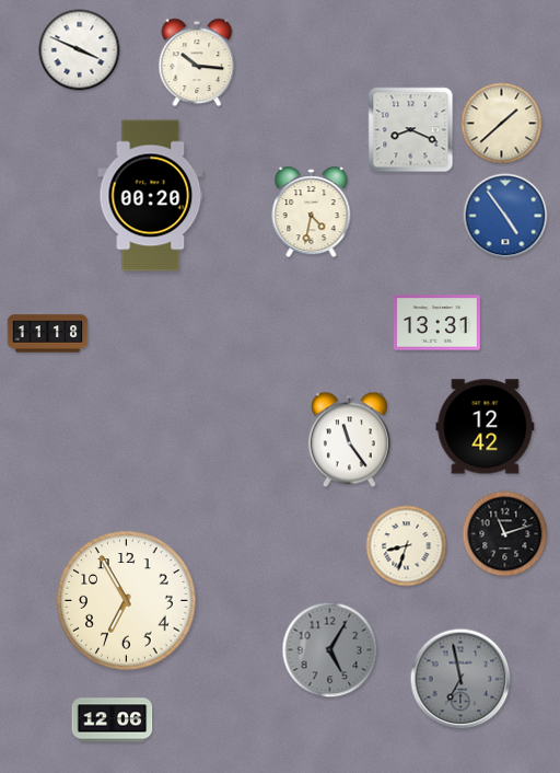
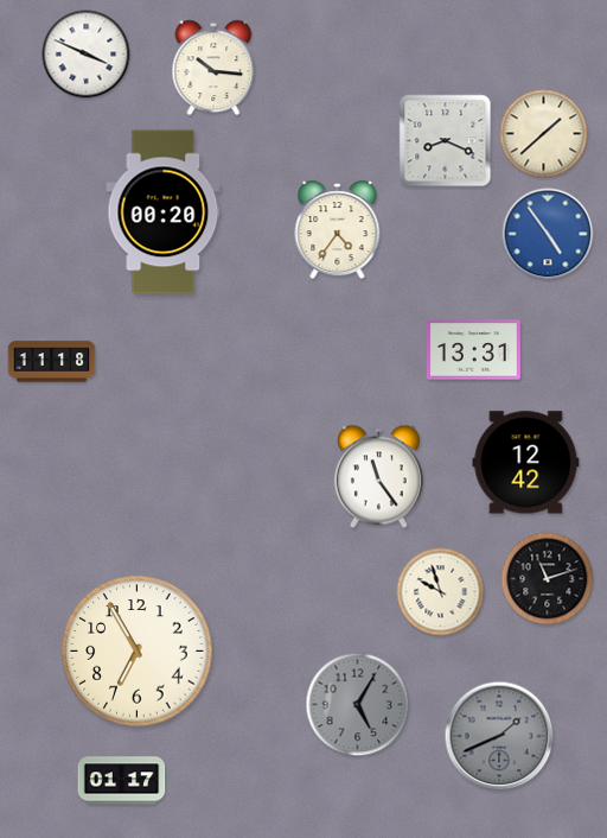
clock at (312, 212): 4:32 -> 4:36
clock at (407, 546): 8:33 -> 9:57
clock at (460, 679): 6:58 -> 1:41
clock at (113, 720): 12:06 -> 01:17
